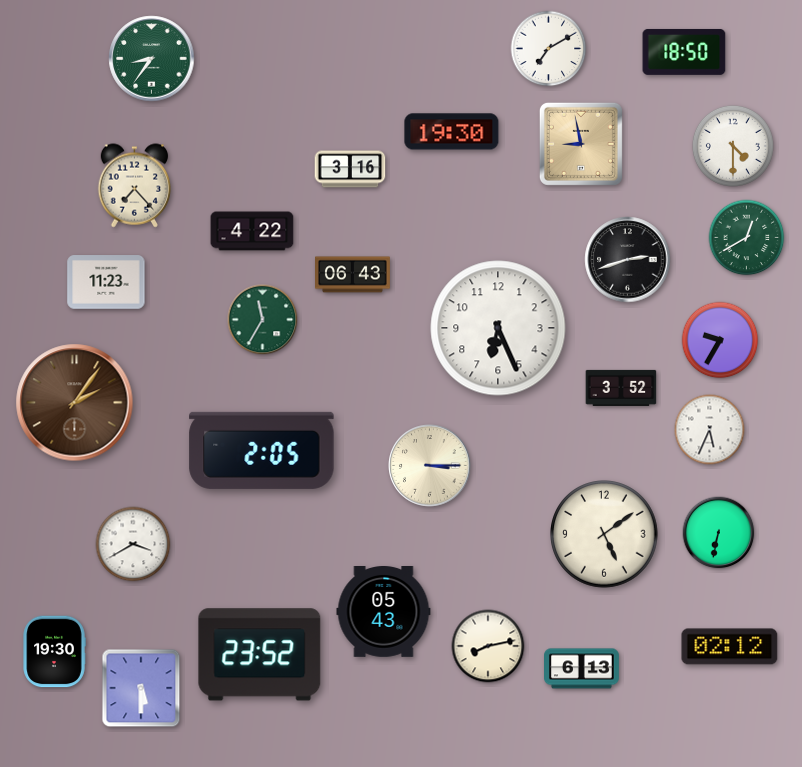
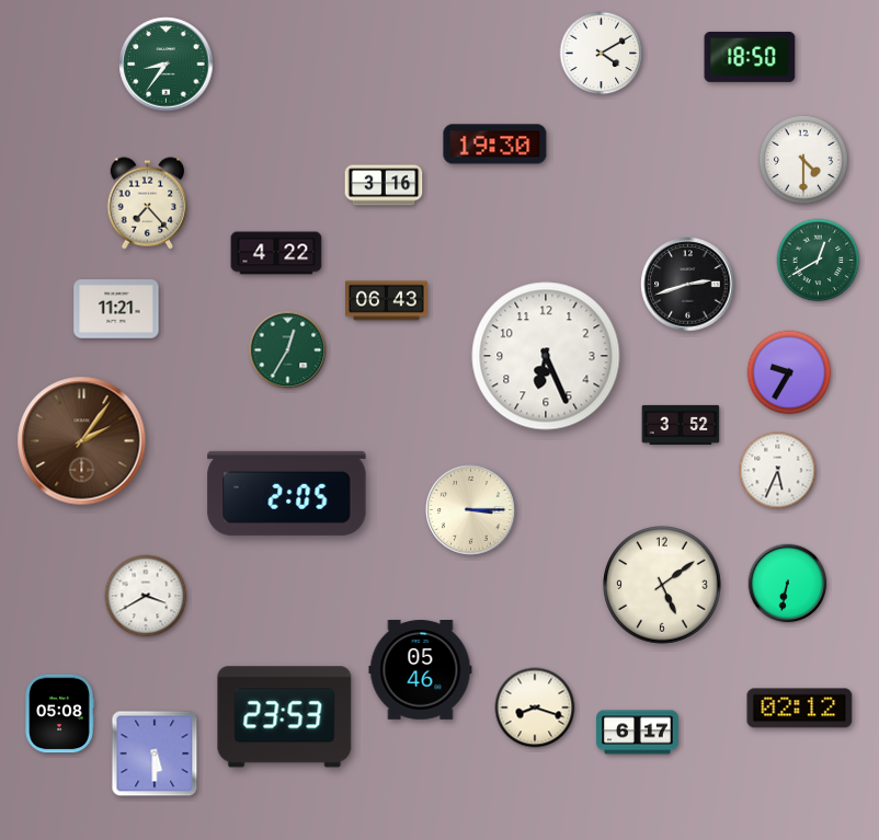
clock at (549, 49): 7:10 -> 4:10
clock at (581, 144): 8:58 -> none
clock at (106, 282): 11:23 -> 11:21
clock at (263, 320): 11:35 -> 12:35
clock at (498, 328) position: (498, 328) -> (546, 356)
clock at (384, 612): 05:43 -> 05:46
clock at (488, 646): 8:13 -> 8:18
clock at (54, 652): 19:30 -> 05:08
clock at (260, 655): 23:52 -> 23:53
clock at (582, 669): 6:13 -> 6:17
